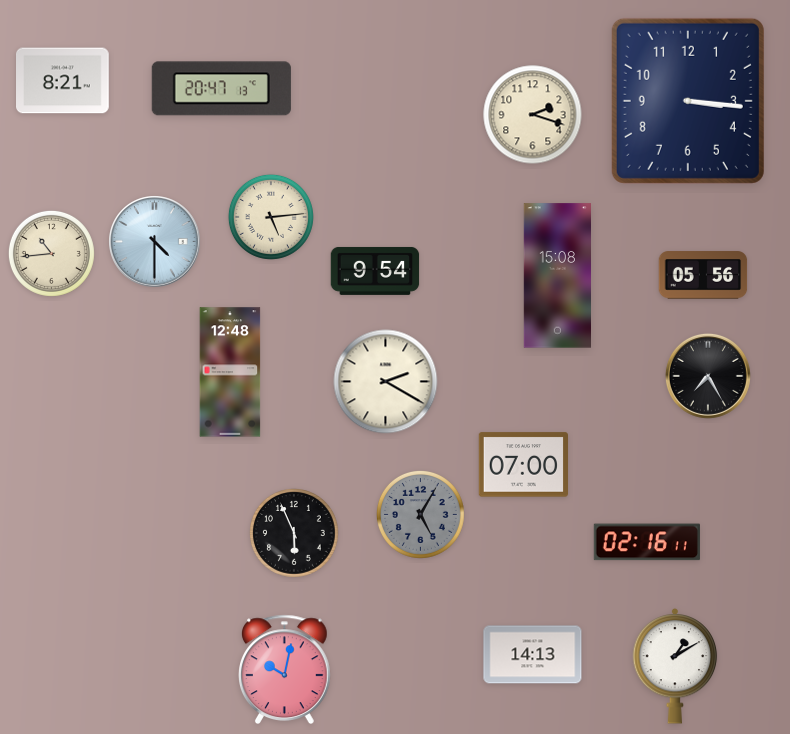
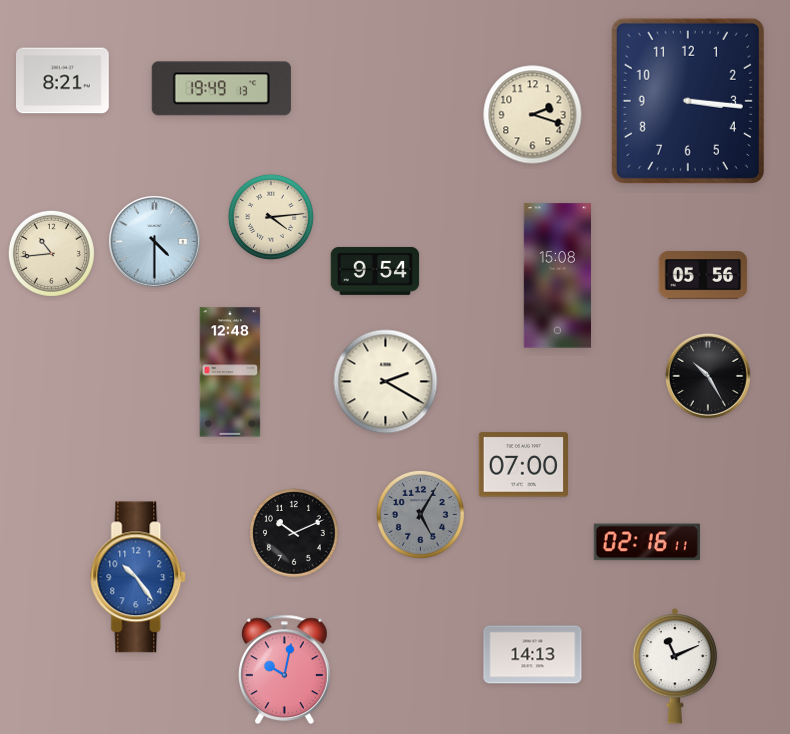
clock at (221, 89): 20:47 -> 19:49
clock at (271, 217): 5:14 -> 4:14
clock at (708, 376): 7:25 -> 10:25
clock at (295, 534): 5:56 -> 10:11
clock at (139, 577): none -> 10:24
clock at (675, 666): 1:10 -> 11:11
